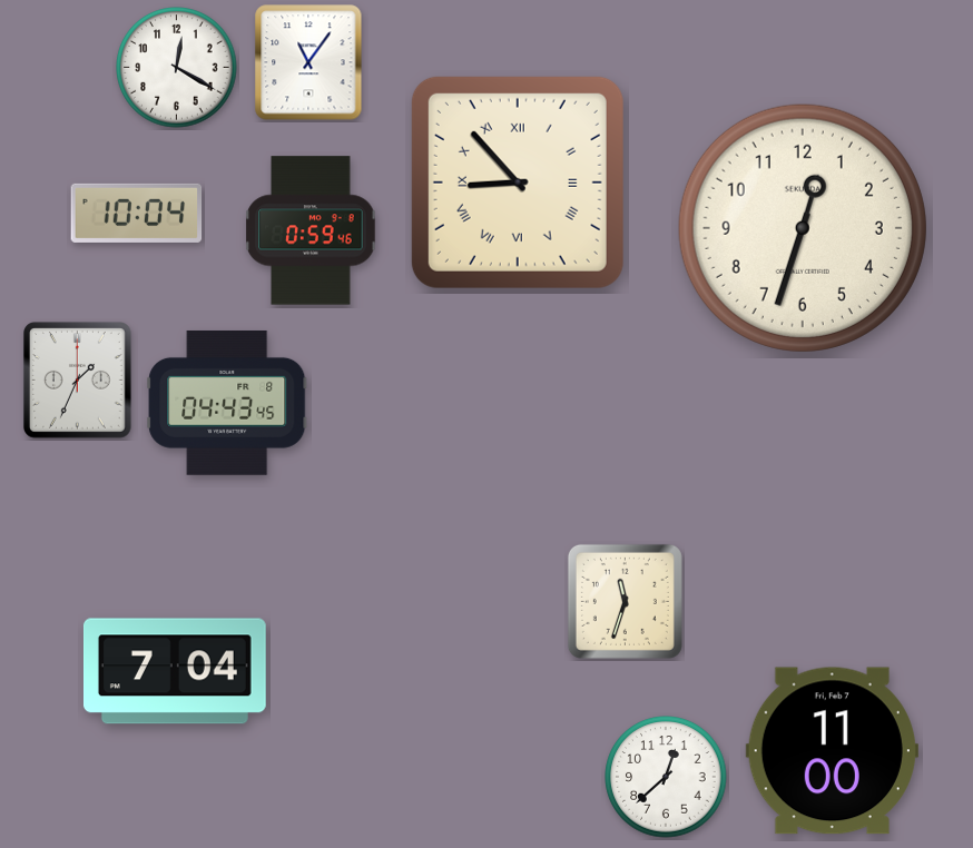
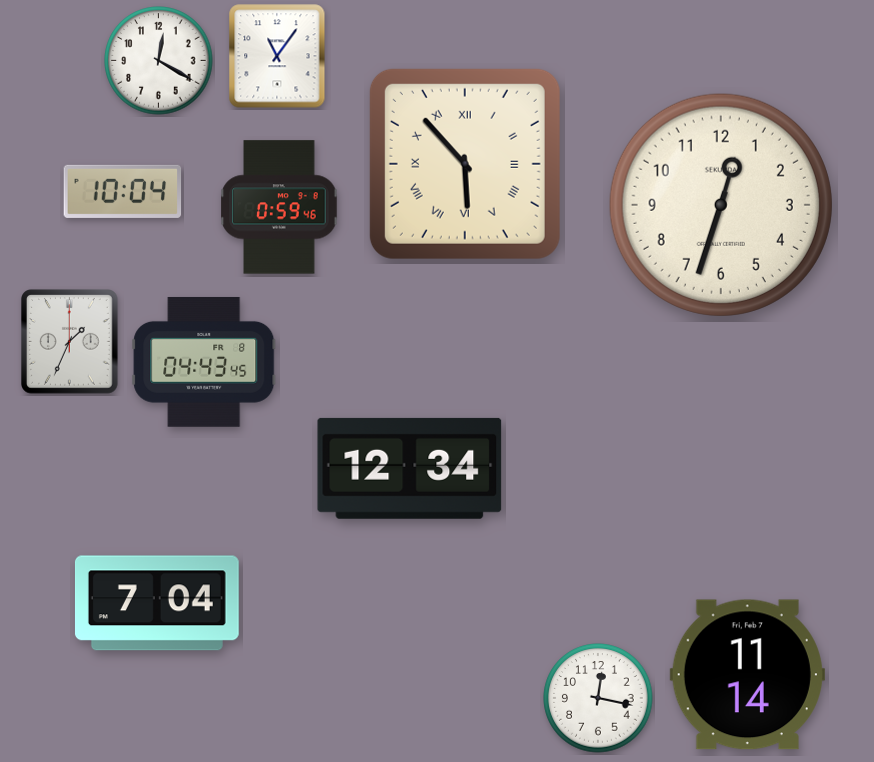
clock at (518, 183): 8:53 -> 5:53
clock at (410, 468): none -> 12:34
clock at (625, 601): 11:33 -> none
clock at (832, 751): 11:00 -> 11:14
clock at (666, 777): 12:38 -> 12:17
